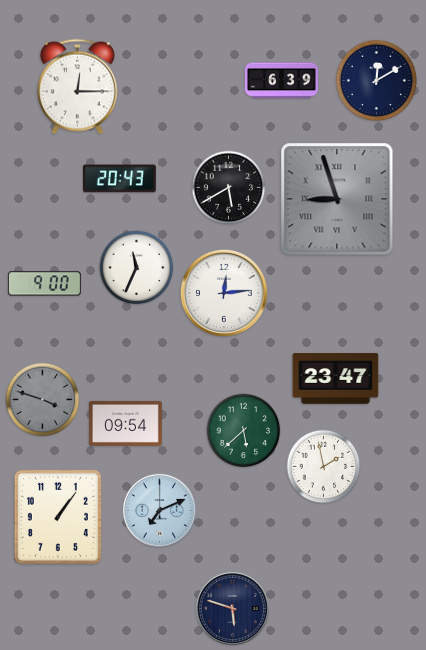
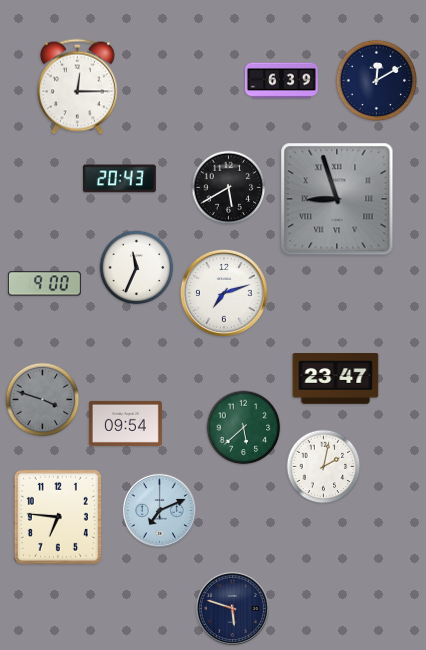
clock at (224, 293): 12:14 -> 7:12
clock at (244, 431) position: (244, 431) -> (244, 428)
clock at (324, 467): 1:58 -> 2:02
clock at (58, 517): 1:06 -> 6:46
